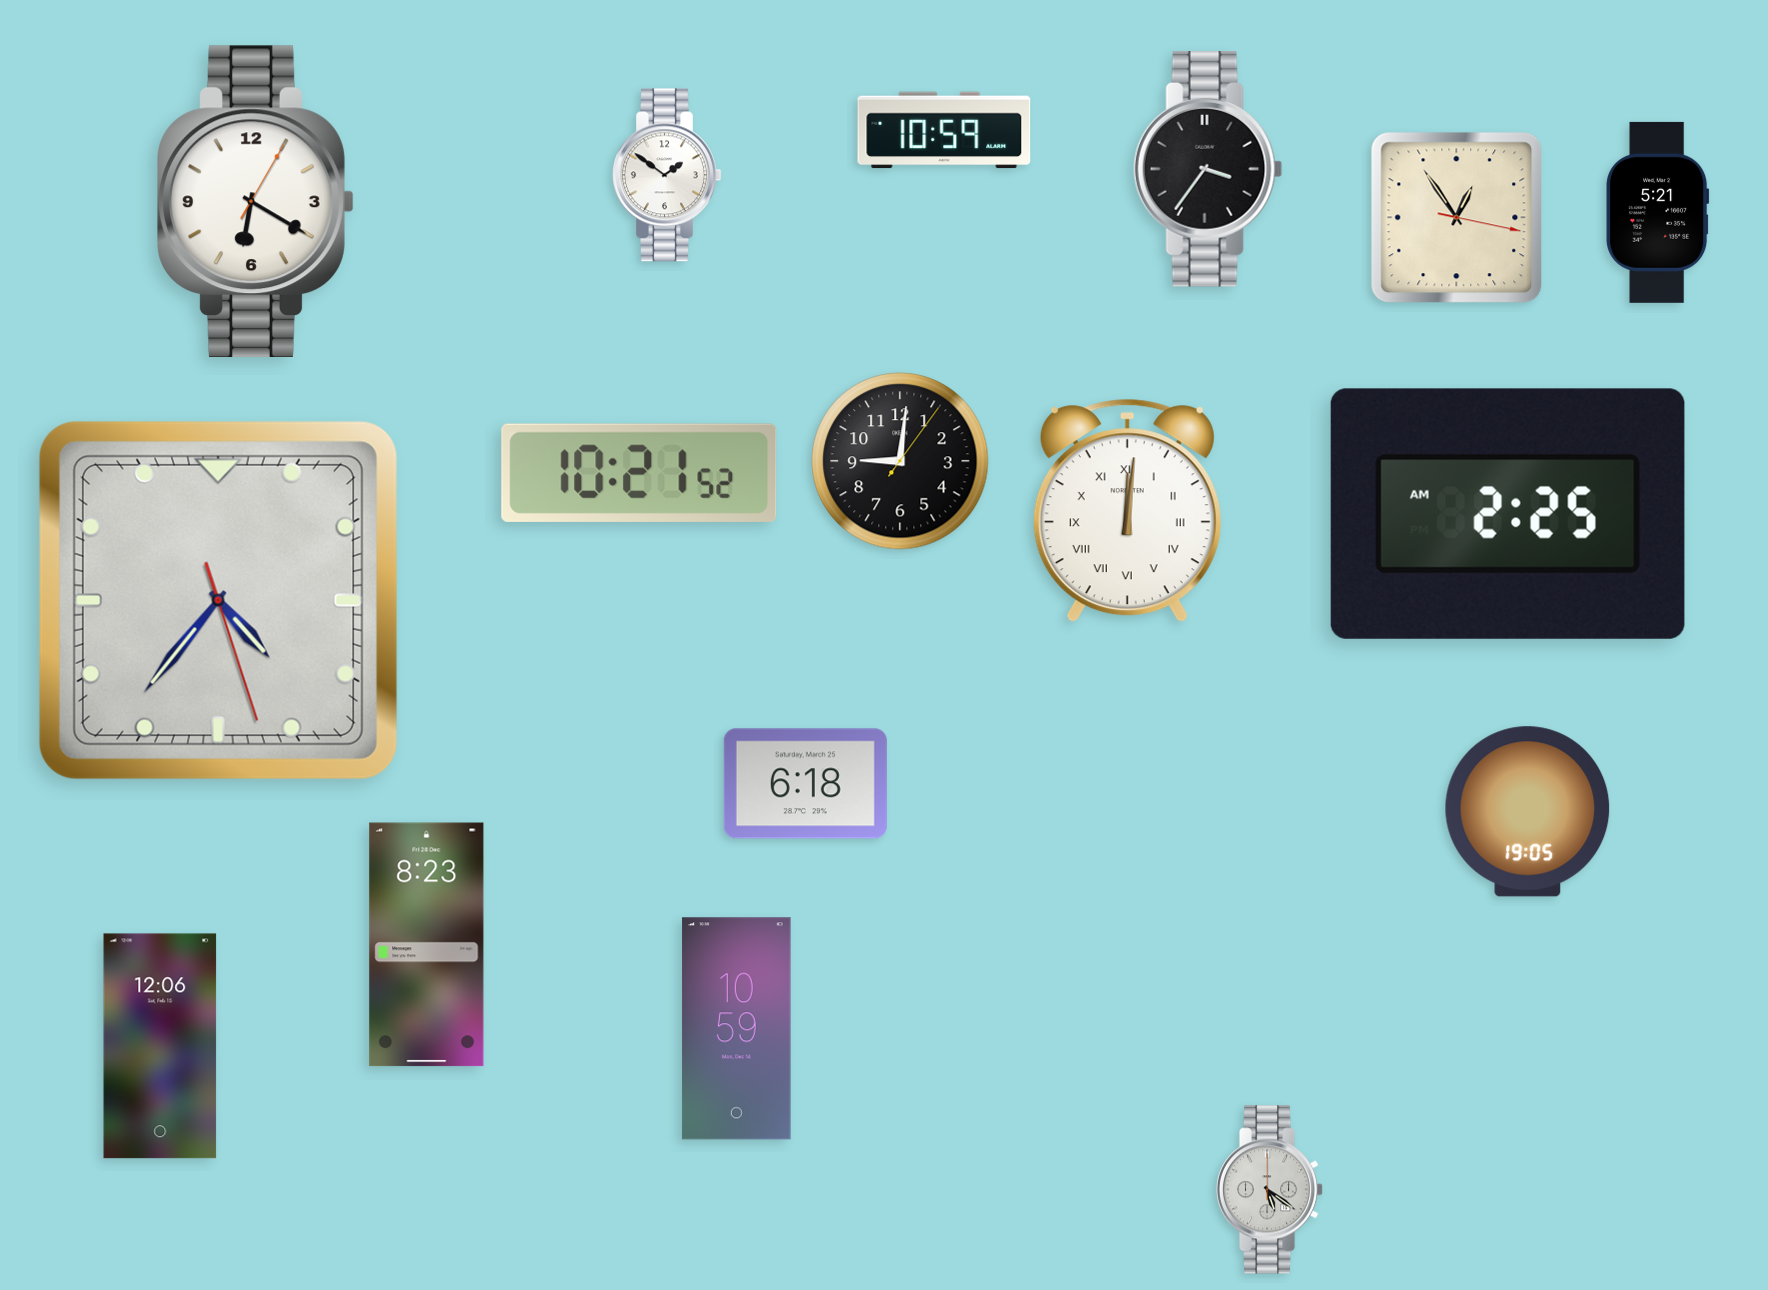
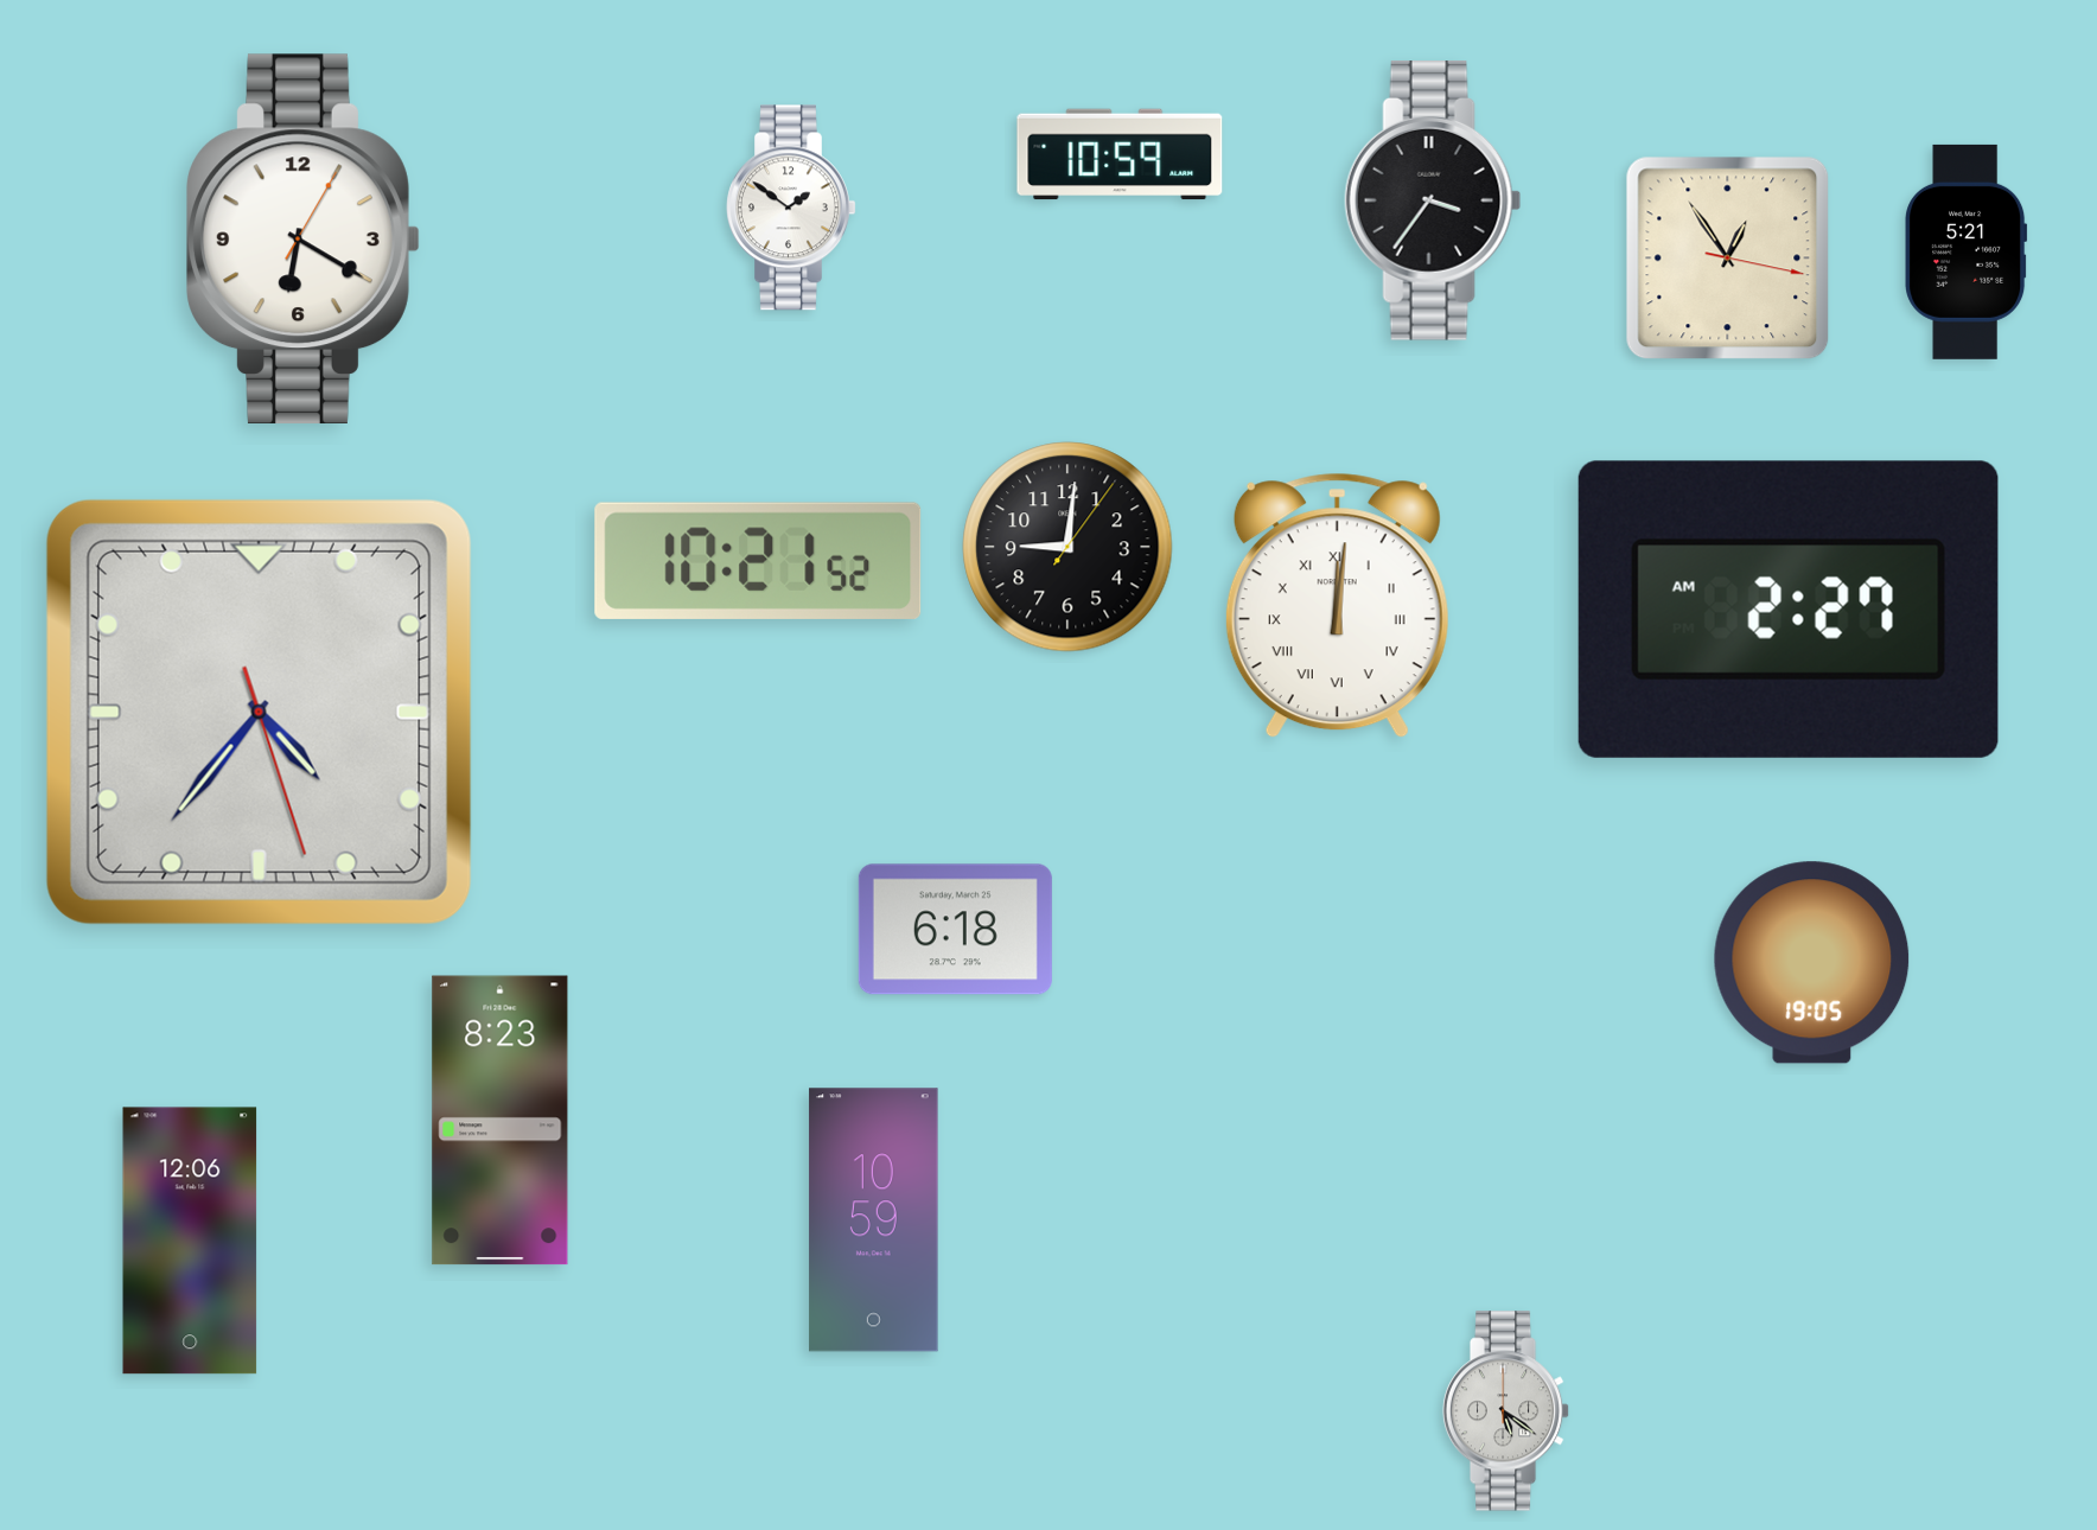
clock at (1508, 514): 2:25 -> 2:27
clock at (427, 945) position: (427, 945) -> (501, 1121)
